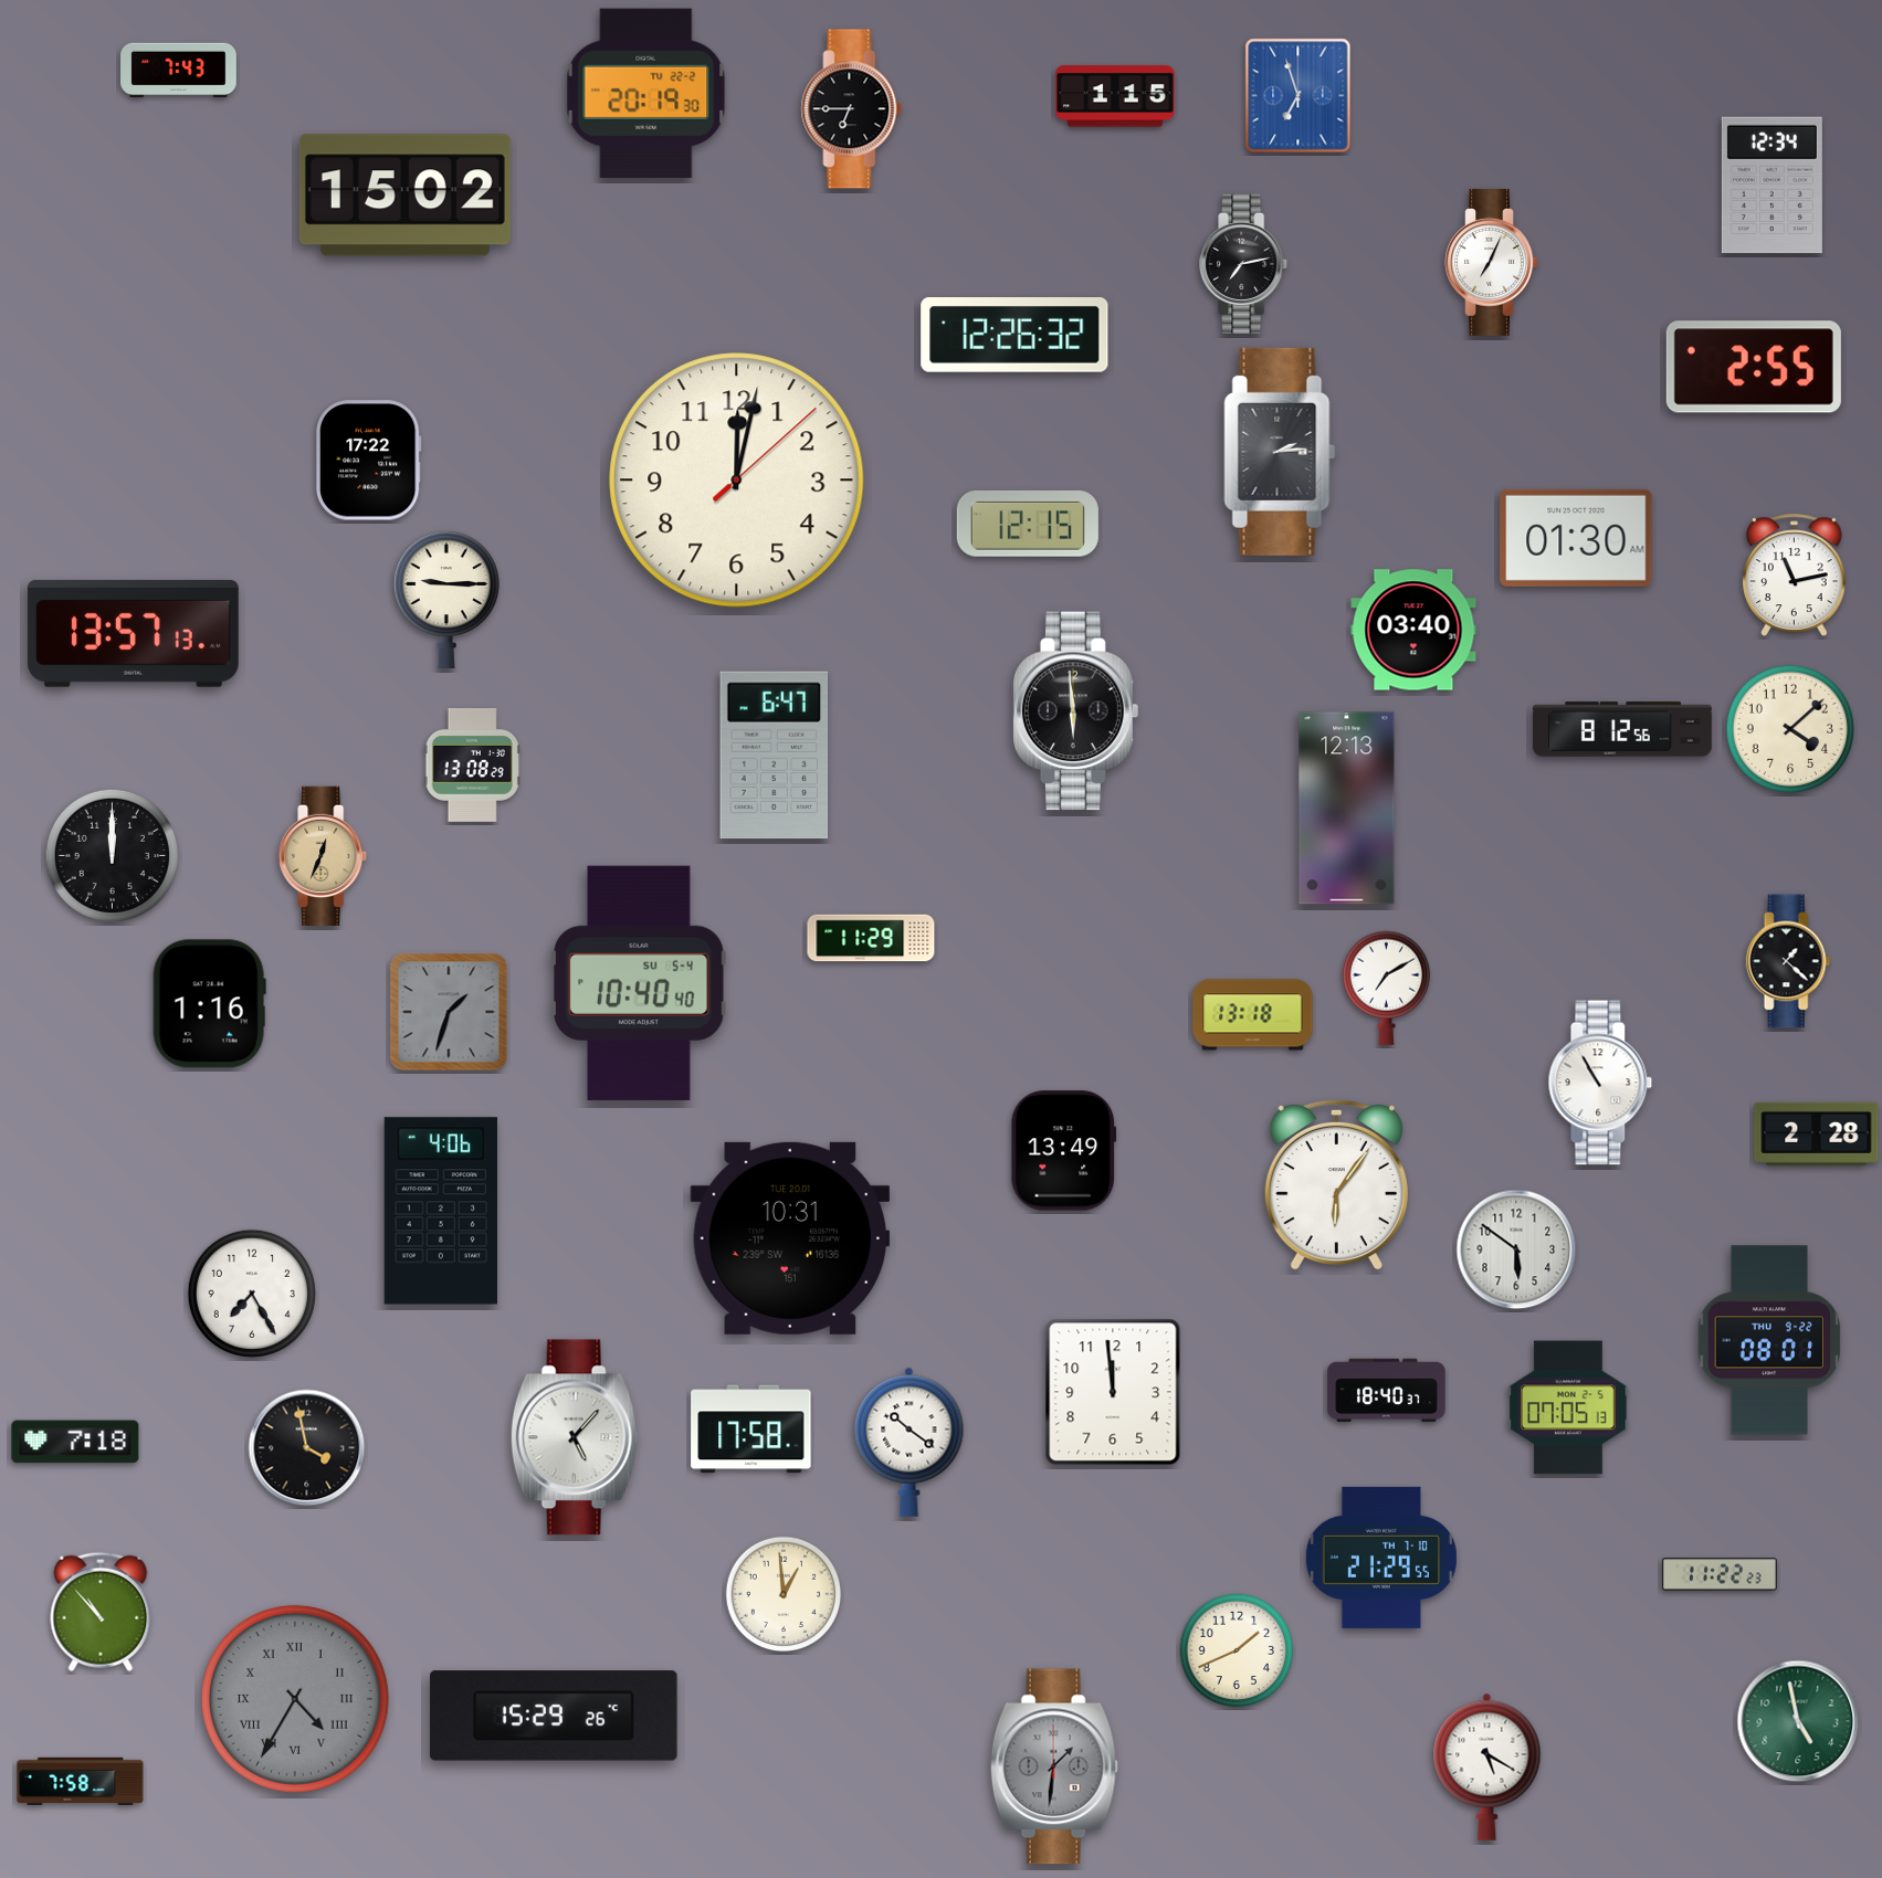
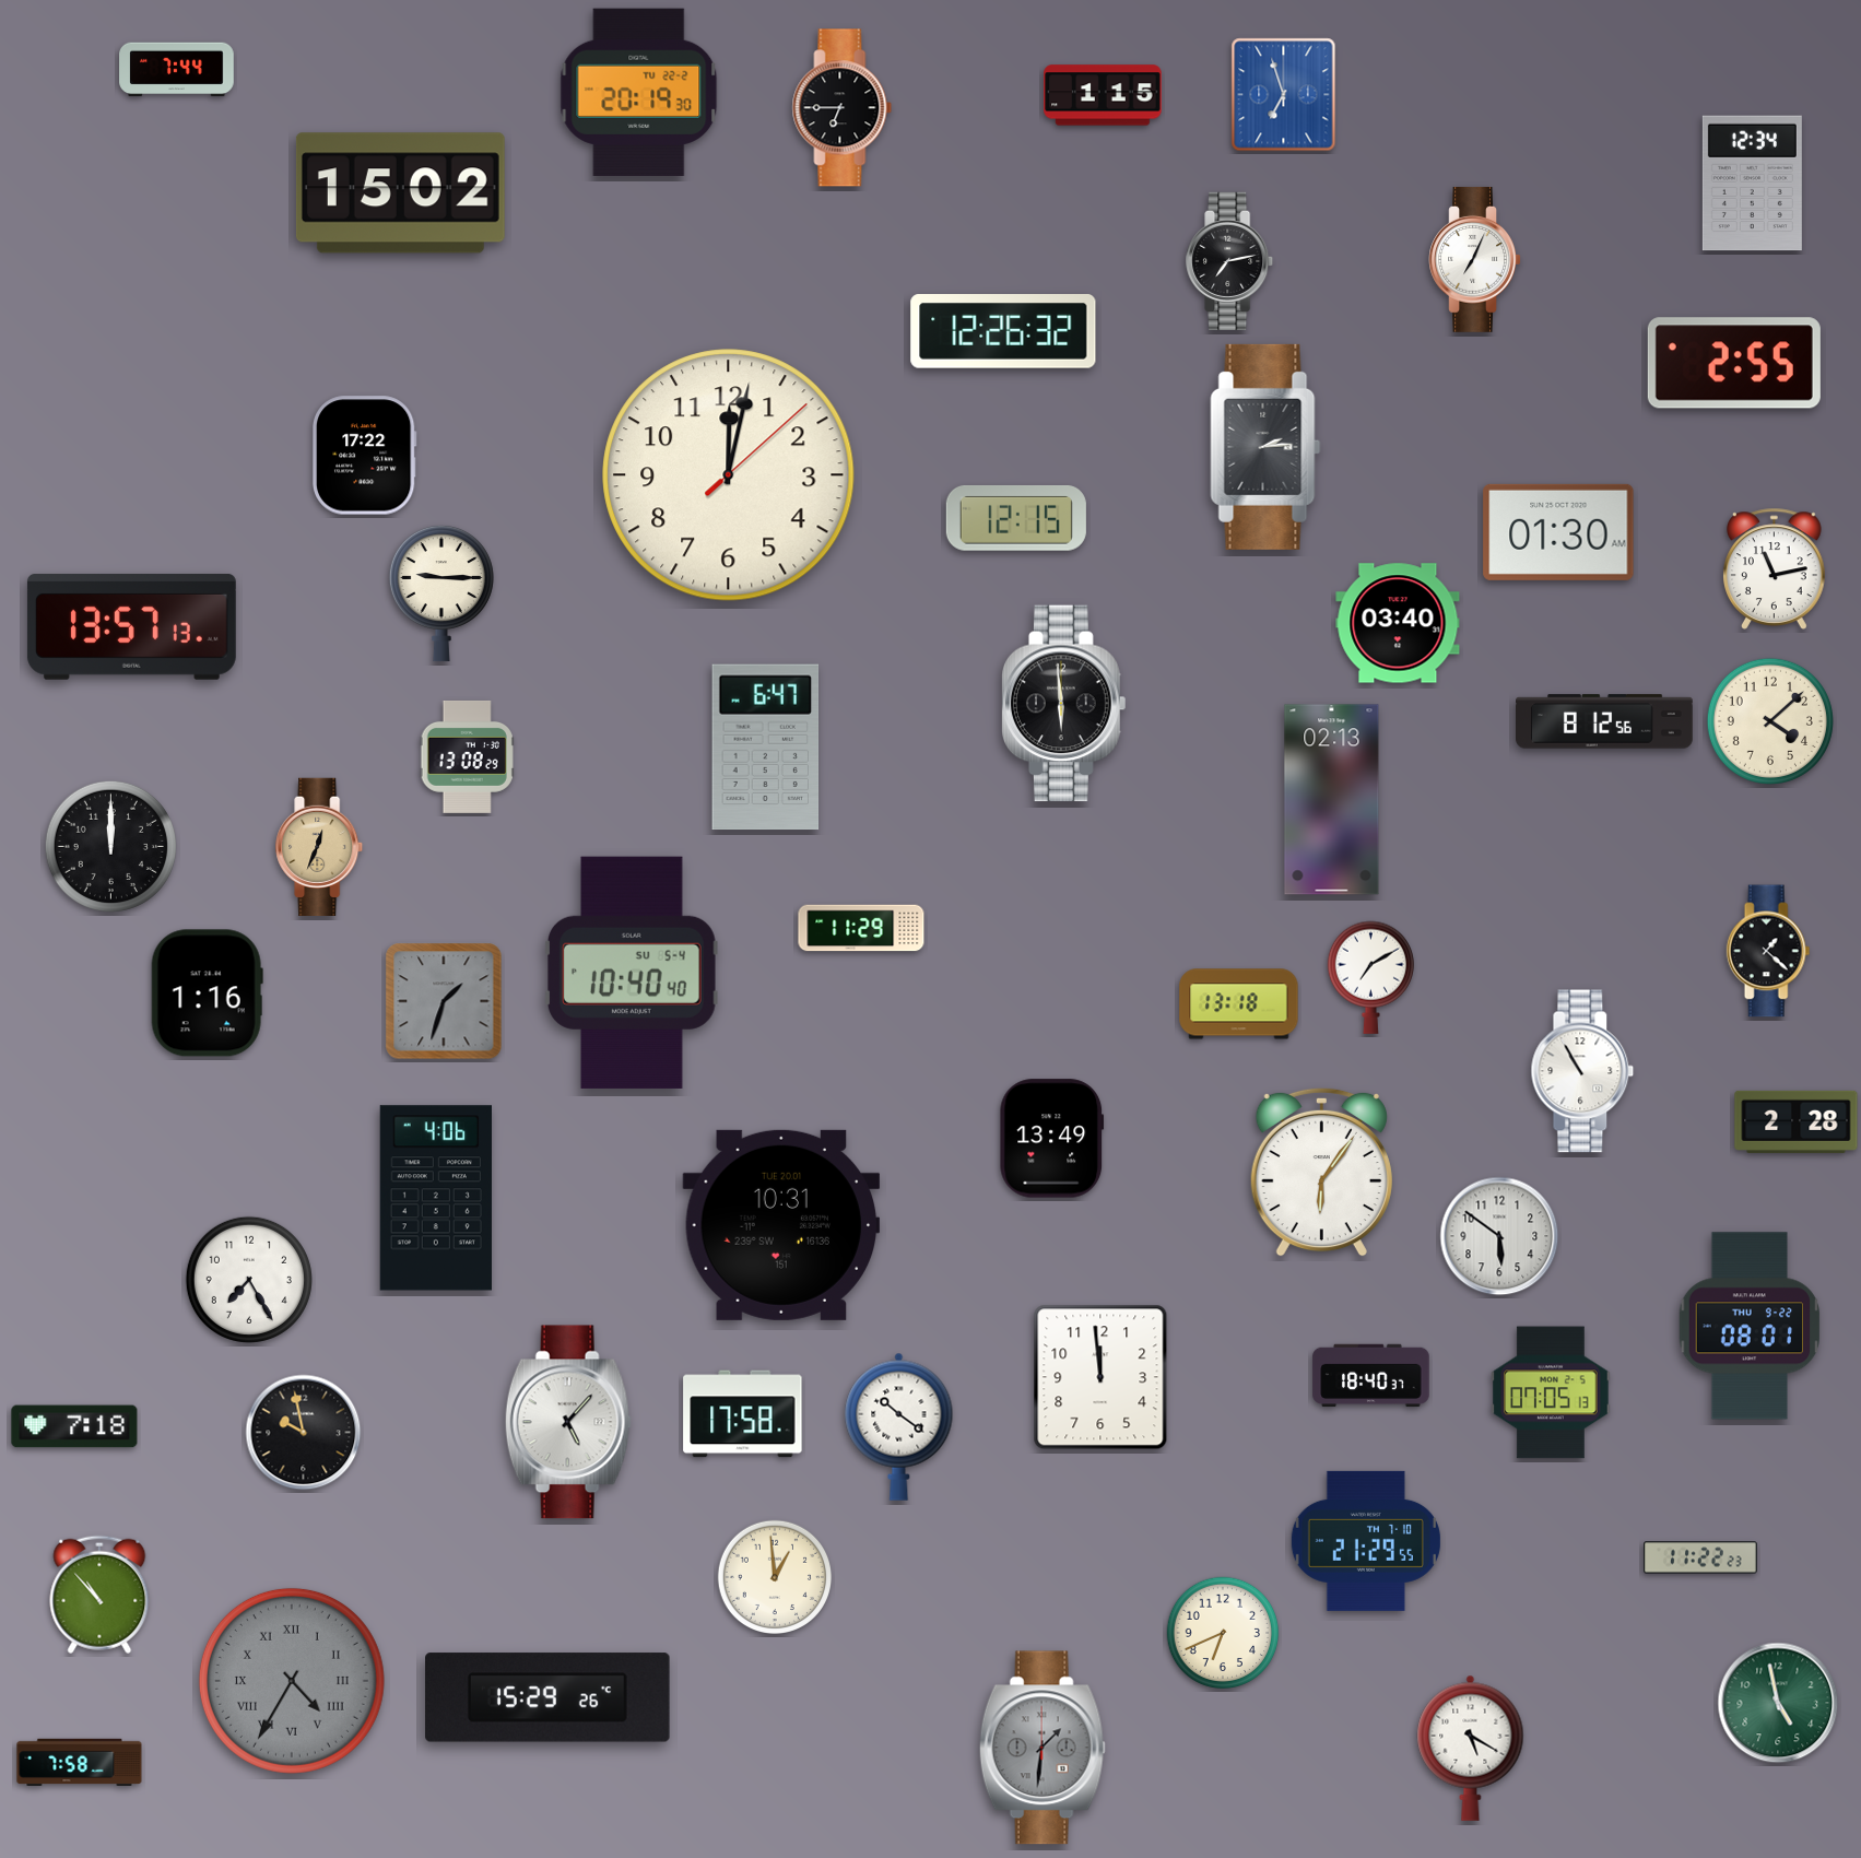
clock at (179, 71): 7:43 -> 7:44
clock at (1347, 809): 12:13 -> 02:13
clock at (307, 1448): 3:58 -> 9:58
clock at (1237, 1650): 1:41 -> 6:41
